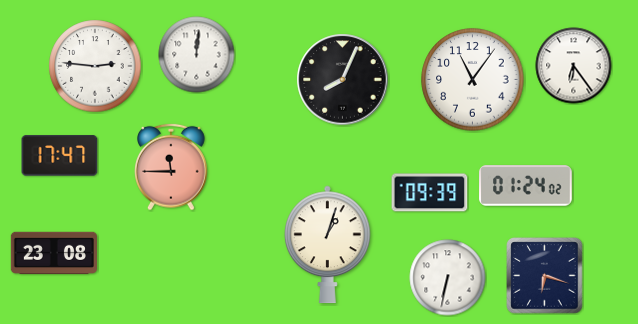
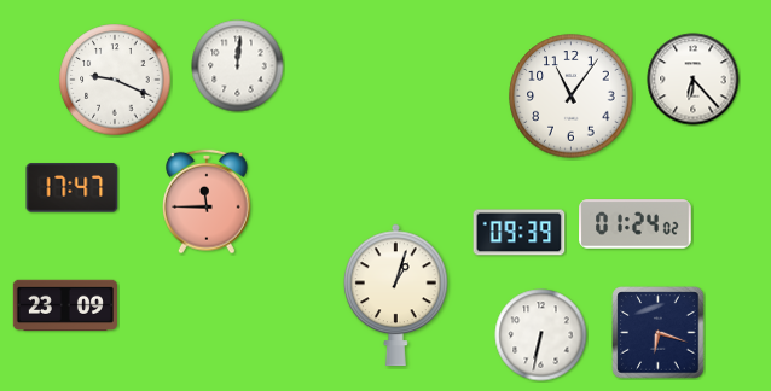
clock at (95, 66): 2:46 -> 9:19
clock at (574, 66): 6:24 -> 6:23
clock at (343, 80): 8:04 -> none
clock at (54, 253): 23:08 -> 23:09
